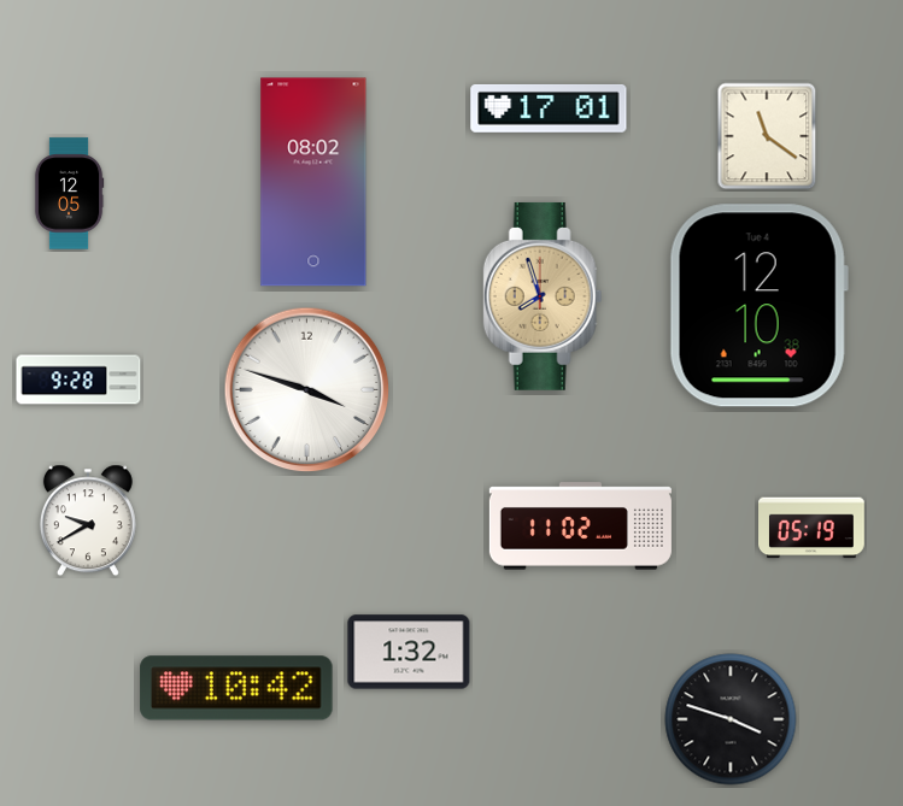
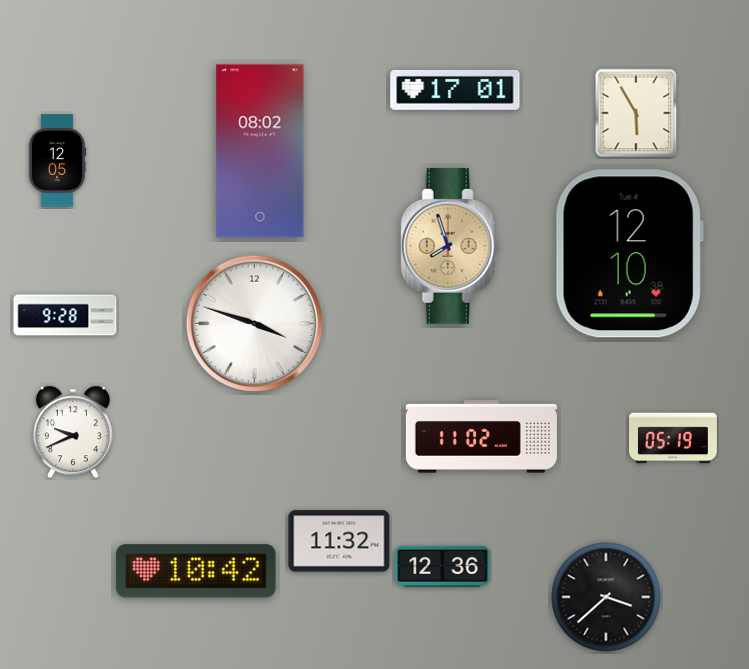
clock at (767, 136): 11:21 -> 5:55
clock at (88, 520): 9:40 -> 9:41
clock at (409, 652): 1:32 -> 11:32
clock at (443, 566): none -> 12:36
clock at (731, 719): 3:48 -> 3:38
